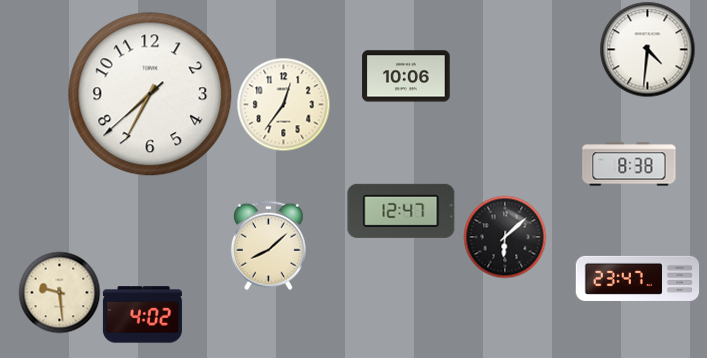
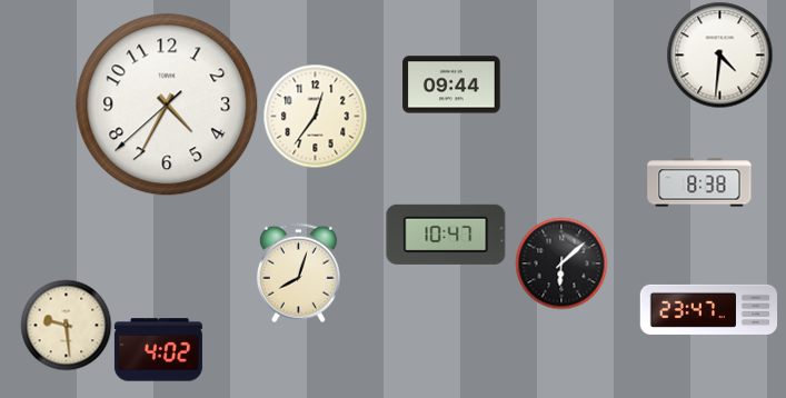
clock at (406, 76): 10:06 -> 09:44
clock at (150, 94): 7:34 -> 4:34
clock at (401, 211): 12:47 -> 10:47
clock at (268, 245): 8:08 -> 8:03
